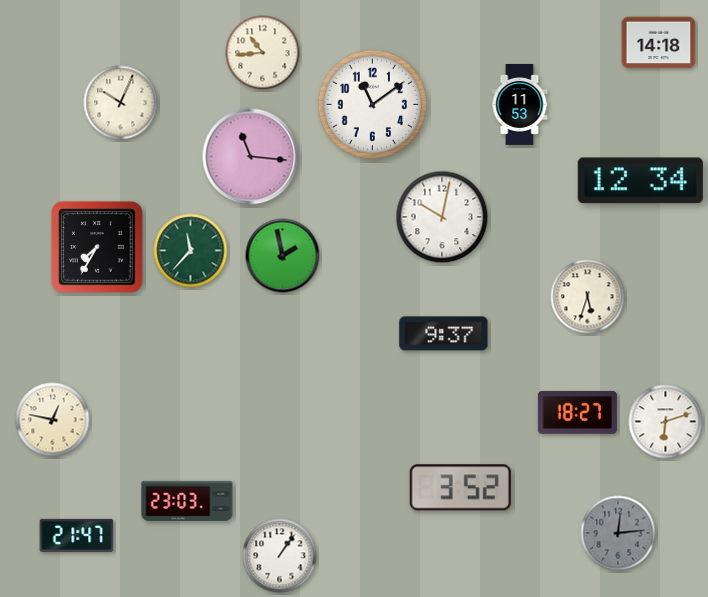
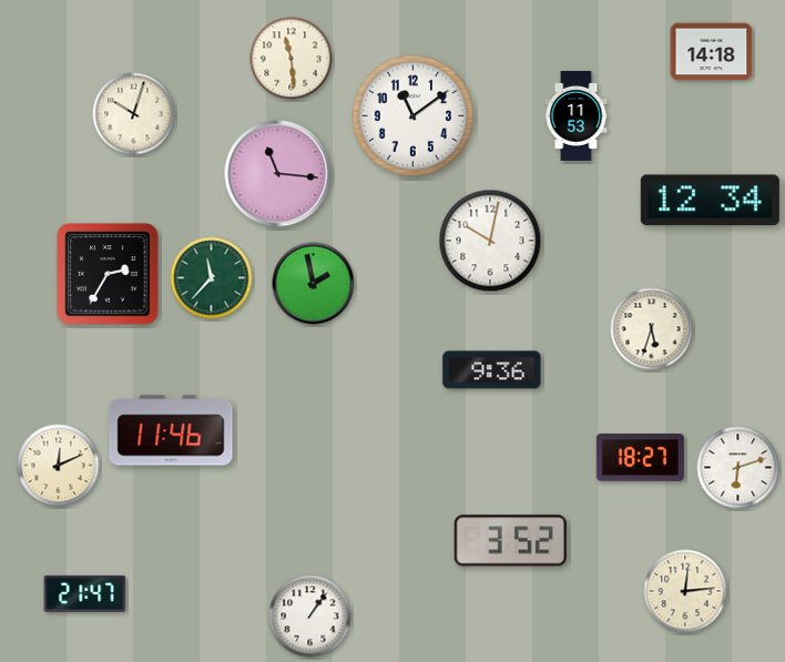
clock at (659, 43) position: (659, 43) -> (712, 52)
clock at (263, 53): 10:44 -> 11:29
clock at (121, 103): 10:04 -> 10:03
clock at (97, 247): 7:35 -> 2:35
clock at (444, 334): 9:37 -> 9:36
clock at (171, 430): none -> 11:46
clock at (53, 420): 12:47 -> 12:11
clock at (187, 501): 23:03 -> none
clock at (618, 533) dial: grey -> cream
